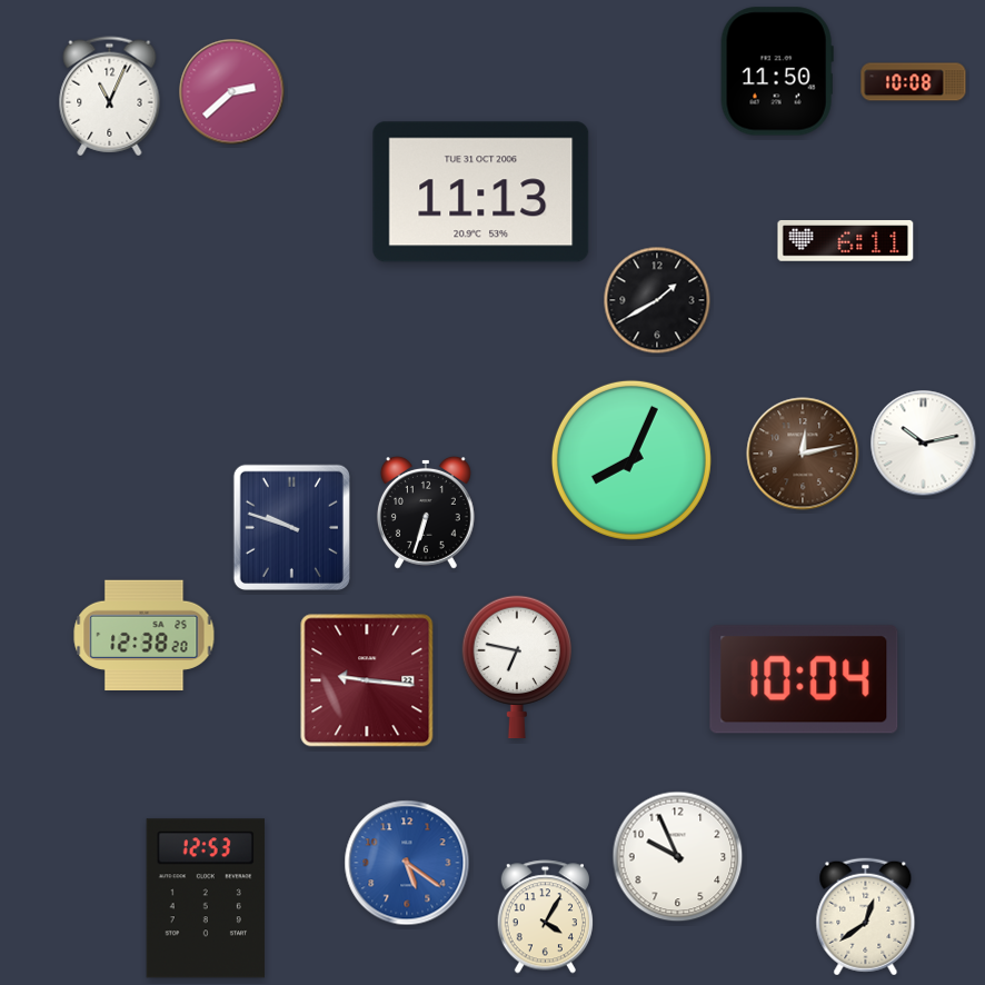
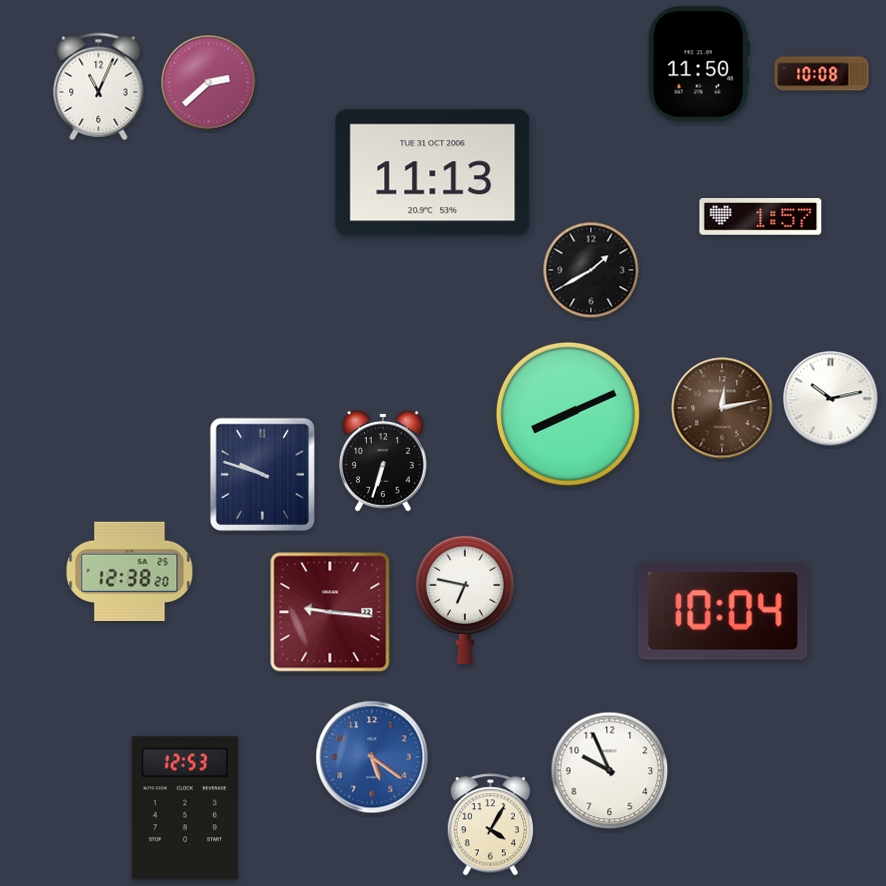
clock at (846, 241): 6:11 -> 1:57
clock at (631, 460): 8:04 -> 8:11
clock at (407, 863) position: (407, 863) -> (372, 757)
clock at (866, 917): 12:39 -> none
